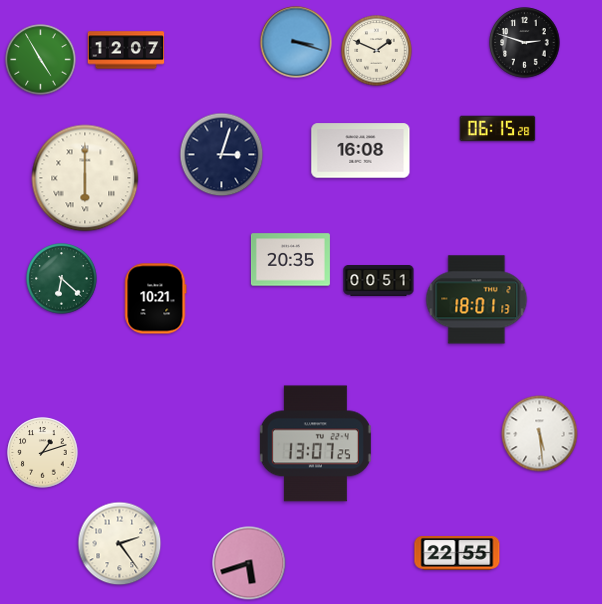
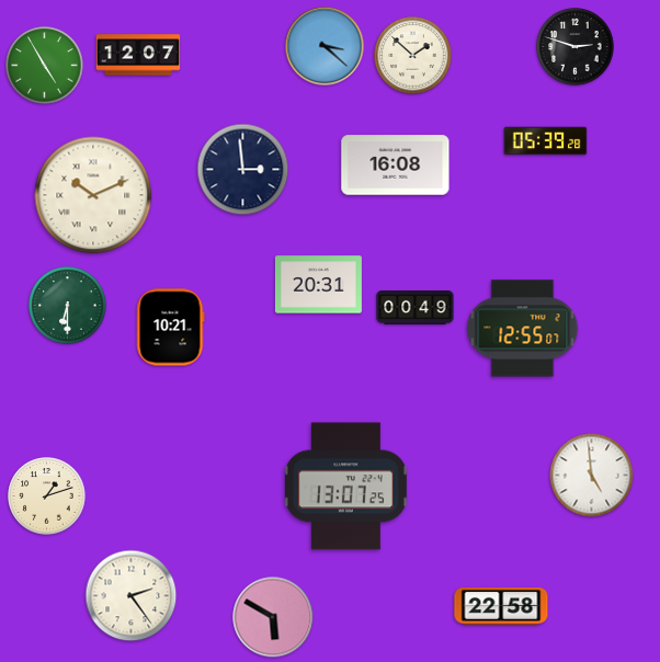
clock at (296, 42): 3:18 -> 3:22
clock at (377, 51): 1:49 -> 1:52
clock at (498, 129): 06:15 -> 05:39
clock at (222, 155): 3:03 -> 2:59
clock at (85, 178): 6:00 -> 10:11
clock at (290, 260): 20:35 -> 20:31
clock at (62, 279): 6:22 -> 6:30
clock at (379, 281): 00:51 -> 00:49
clock at (477, 300): 18:01 -> 12:55
clock at (540, 434): 5:29 -> 4:59
clock at (457, 554): 22:55 -> 22:58
clock at (249, 563): 5:42 -> 5:50
